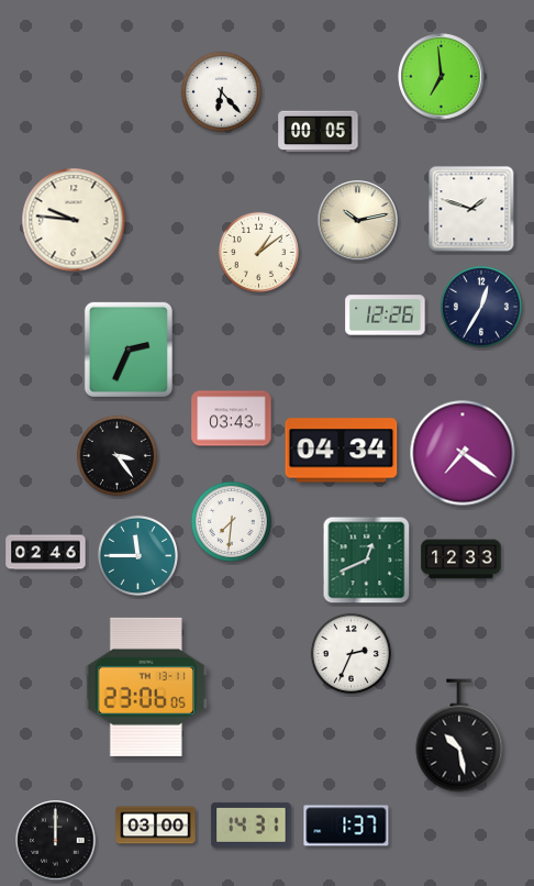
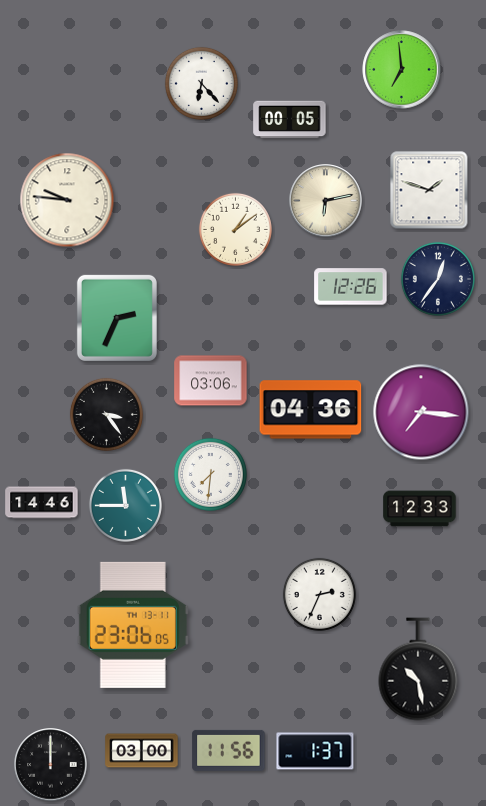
clock at (358, 221): 10:13 -> 6:13
clock at (481, 307): 12:35 -> 12:36
clock at (232, 419): 03:43 -> 03:06
clock at (342, 451): 04:34 -> 04:36
clock at (463, 453): 7:21 -> 7:16
clock at (46, 553): 02:46 -> 14:46
clock at (367, 561): 12:41 -> none
clock at (252, 824): 14:31 -> 11:56
